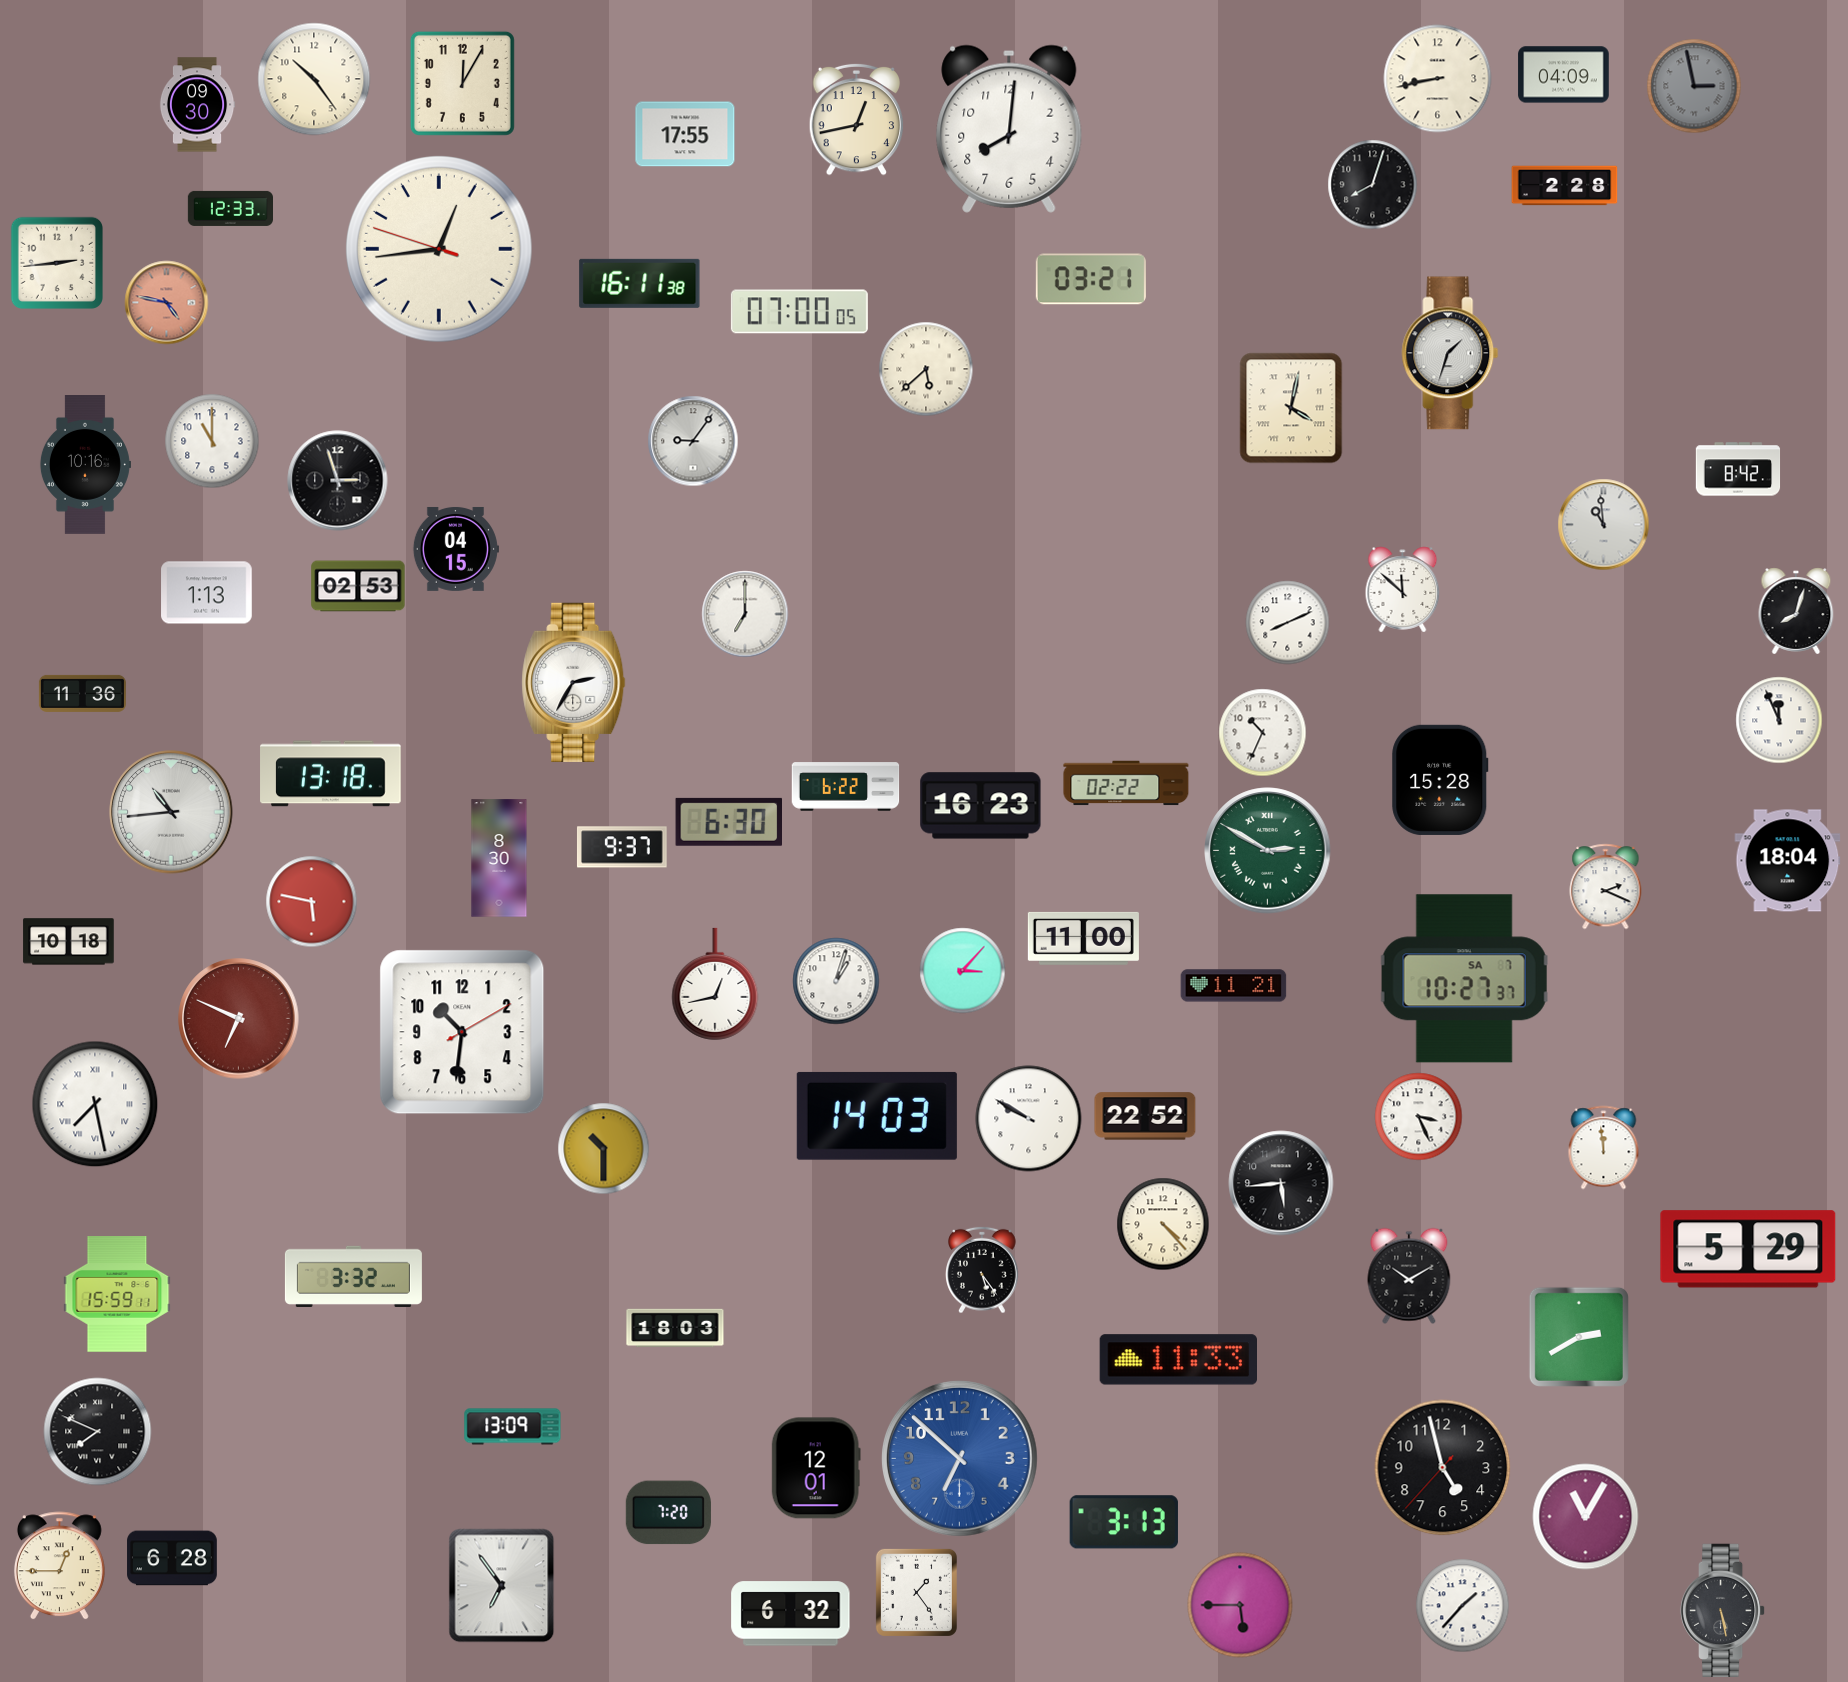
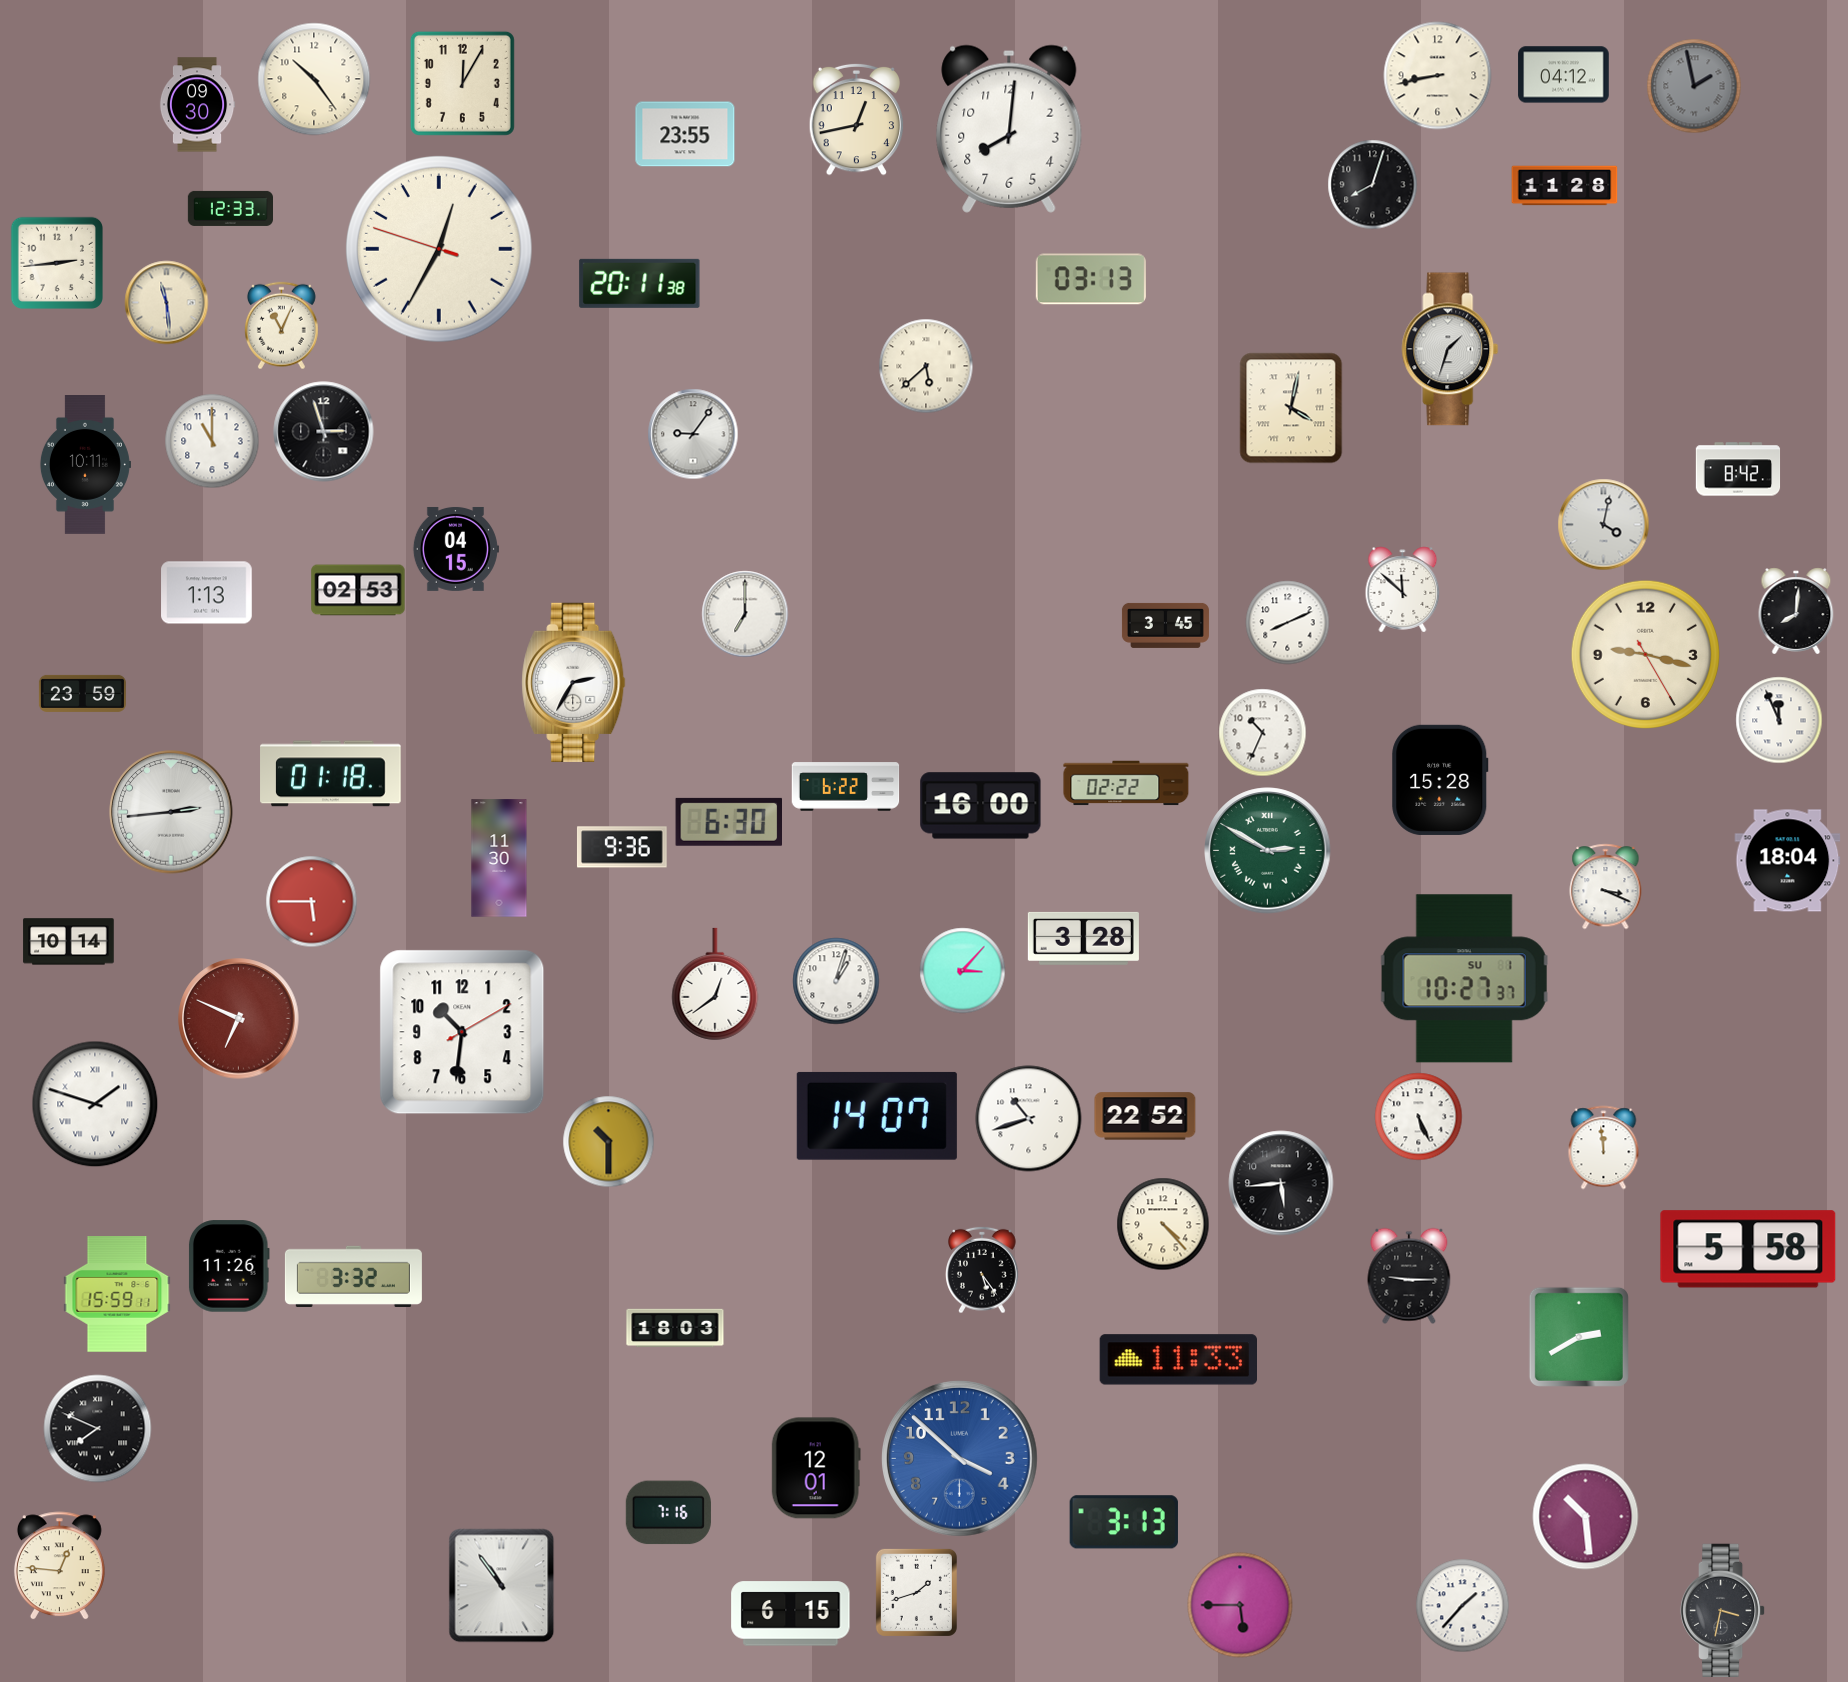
clock at (1564, 75): 04:09 -> 04:12
clock at (1438, 79) position: (1438, 79) -> (1438, 76)
clock at (1694, 86): 2:58 -> 1:58
clock at (685, 134): 17:55 -> 23:55
clock at (1565, 186): 2:28 -> 11:28
clock at (440, 250): 12:43 -> 12:34
clock at (1091, 279): 03:21 -> 03:13
clock at (640, 283): 16:11 -> 20:11
clock at (167, 303): 4:47 -> 11:29
clock at (167, 303) dial: salmon -> cream
clock at (799, 312): 07:00 -> none
clock at (281, 326): none -> 11:04
clock at (1450, 353) position: (1450, 353) -> (1450, 349)
clock at (926, 369) position: (926, 369) -> (926, 366)
clock at (693, 441) position: (693, 441) -> (693, 434)
clock at (85, 465): 10:16 -> 10:11
clock at (338, 481) position: (338, 481) -> (324, 432)
clock at (1604, 525): 10:59 -> 4:02
clock at (358, 586) position: (358, 586) -> (358, 590)
clock at (1796, 611): 8:03 -> 8:01
clock at (1165, 625): none -> 3:45
clock at (1645, 654): none -> 9:17
clock at (82, 693): 11:36 -> 23:59
clock at (331, 774): 13:18 -> 01:18
clock at (981, 806): 16:23 -> 16:00
clock at (171, 812): 10:44 -> 2:44
clock at (622, 847): 9:37 -> 9:36
clock at (499, 858): 8:30 -> 11:30
clock at (1606, 887): 2:19 -> 3:19
clock at (312, 902): 5:47 -> 5:45
clock at (1083, 938): 11:00 -> 3:28
clock at (69, 942): 10:18 -> 10:14
clock at (1464, 979) date: SA 7 -> SU 1
clock at (715, 984): 12:43 -> 12:39
clock at (1234, 986): 11:21 -> none
clock at (95, 1104): 7:28 -> 1:48
clock at (877, 1116): 14:03 -> 14:07
clock at (1419, 1117): 3:26 -> 5:26
clock at (1029, 1119): 9:50 -> 10:42
clock at (604, 1149) position: (604, 1149) -> (609, 1142)
clock at (1748, 1249): 5:29 -> 5:58
clock at (229, 1266): none -> 11:26
clock at (1409, 1276): 10:10 -> 9:15
clock at (513, 1427): 13:09 -> none
clock at (98, 1432) position: (98, 1432) -> (98, 1429)
clock at (960, 1459): 6:52 -> 3:52
clock at (1443, 1468): 4:57 -> none
clock at (668, 1513): 7:20 -> 7:16
clock at (1586, 1517): 11:05 -> 10:29
clock at (172, 1558): 6:28 -> none
clock at (59, 1566): 12:45 -> 12:46
clock at (502, 1586): 6:54 -> 10:54
clock at (916, 1592): 1:24 -> 1:42
clock at (1723, 1610): 5:28 -> 3:32
clock at (791, 1614): 6:32 -> 6:15
